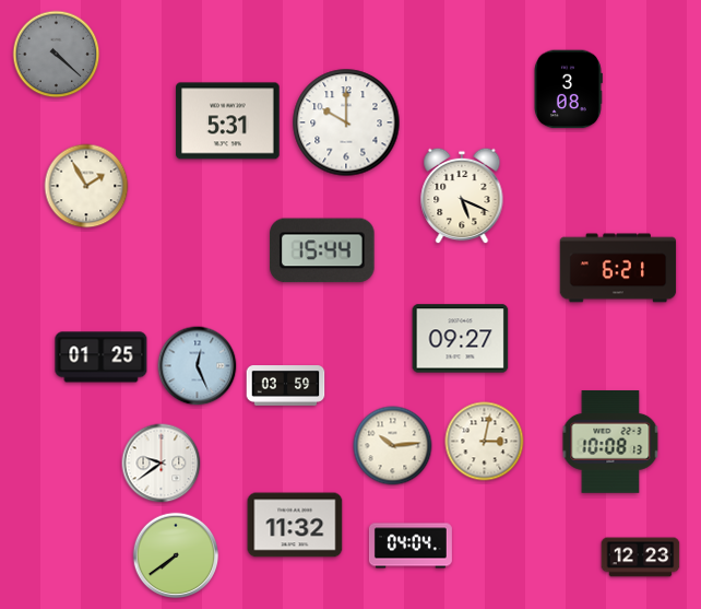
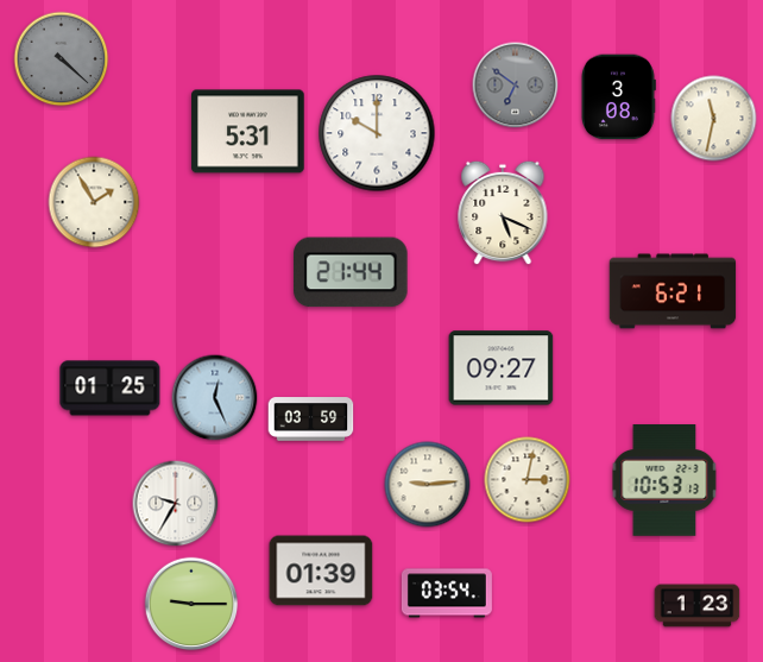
clock at (516, 86): none -> 6:51
clock at (714, 119): none -> 11:32
clock at (322, 250): 15:44 -> 21:44
clock at (610, 443): 10:08 -> 10:53
clock at (393, 446): 10:14 -> 9:14
clock at (162, 464): 9:39 -> 9:35
clock at (295, 525): 11:32 -> 01:39
clock at (411, 546): 04:04 -> 03:54
clock at (176, 555): 7:39 -> 9:15
clock at (641, 558): 12:23 -> 1:23
